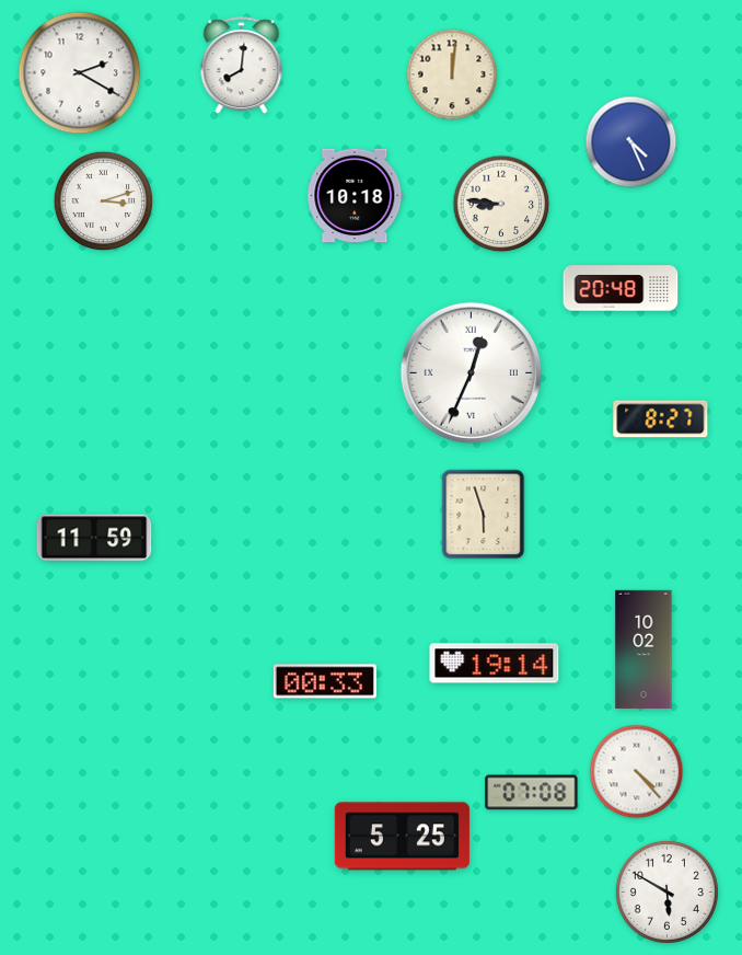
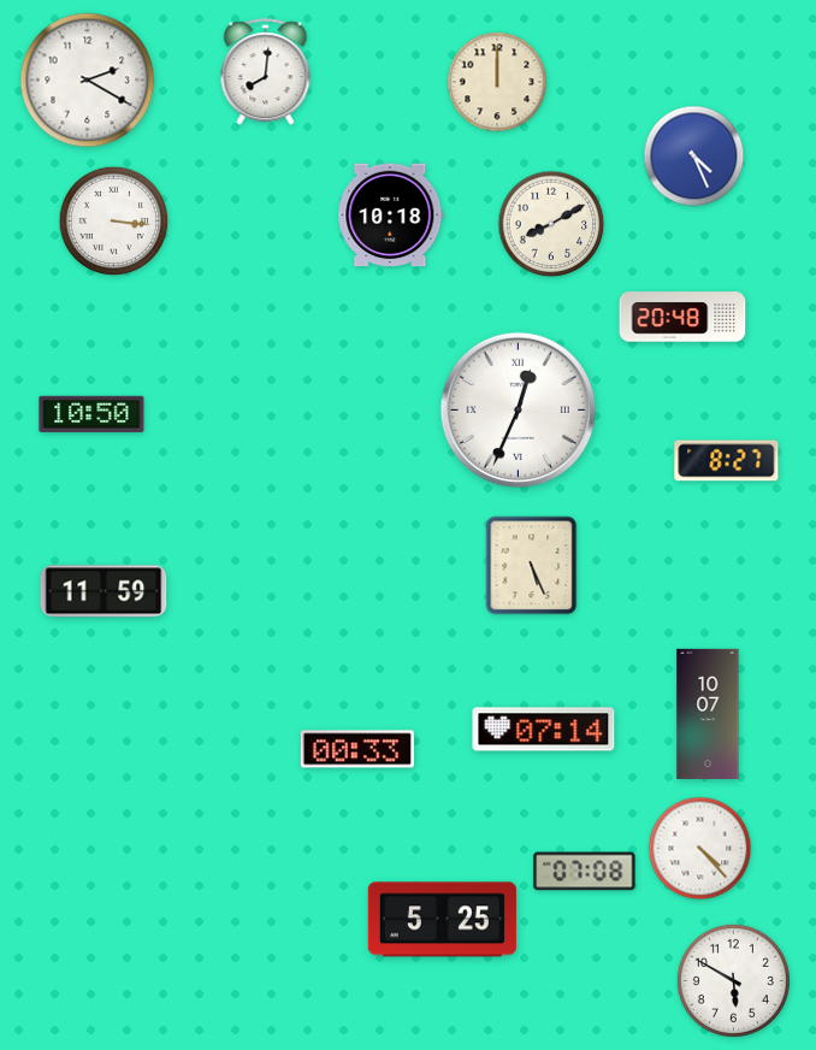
clock at (452, 74): 12:01 -> 12:00
clock at (104, 202): 3:12 -> 3:16
clock at (501, 204): 8:46 -> 8:10
clock at (91, 413): none -> 10:50
clock at (484, 515): 5:57 -> 5:26
clock at (644, 649): 10:02 -> 10:07
clock at (495, 664): 19:14 -> 07:14
